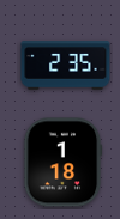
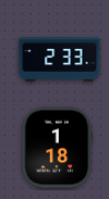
clock at (66, 66): 2:35 -> 2:33
